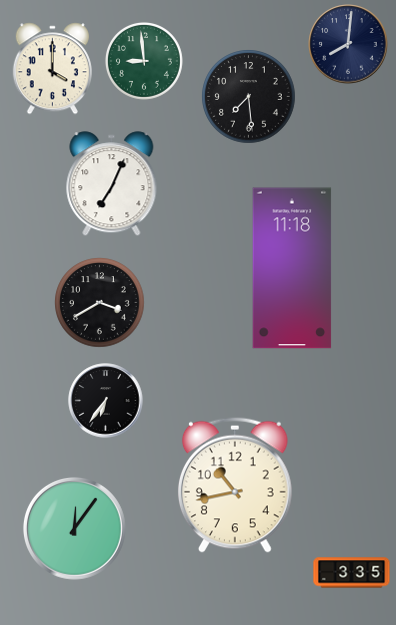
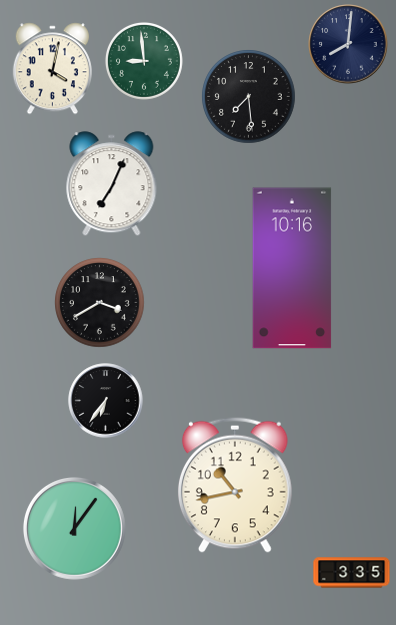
clock at (52, 69): 4:00 -> 4:02
clock at (292, 268): 11:18 -> 10:16
